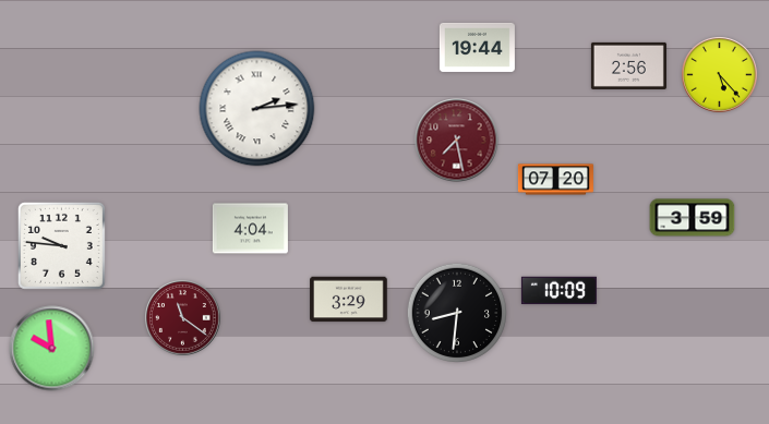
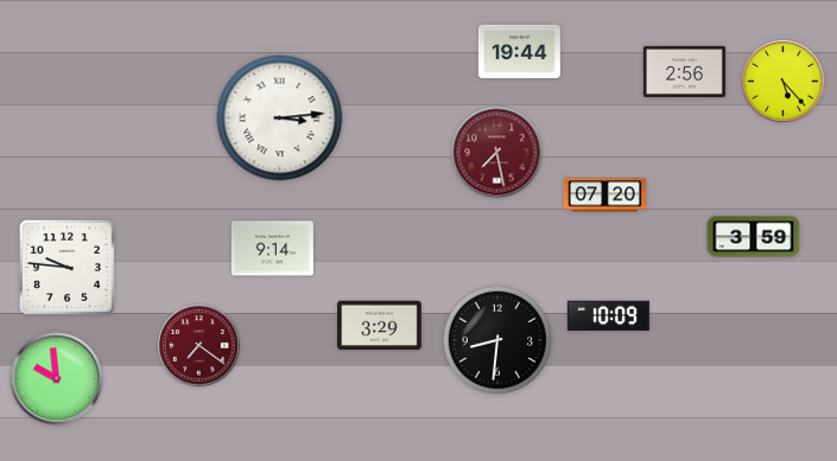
clock at (257, 109): 2:14 -> 3:14
clock at (250, 229): 4:04 -> 9:14
clock at (183, 318): 11:21 -> 7:21
